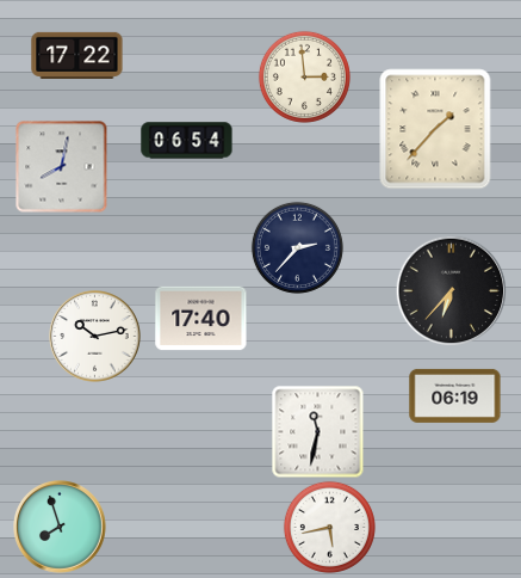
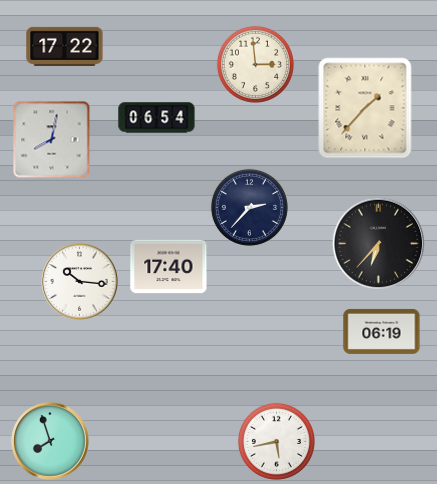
clock at (95, 337): 10:13 -> 10:16
clock at (317, 431): 11:32 -> none
